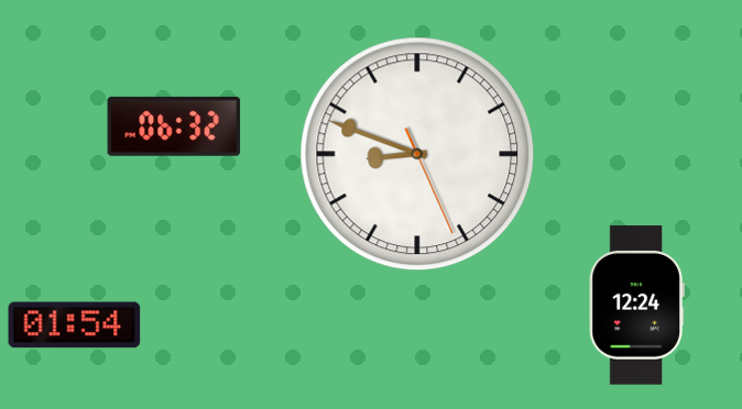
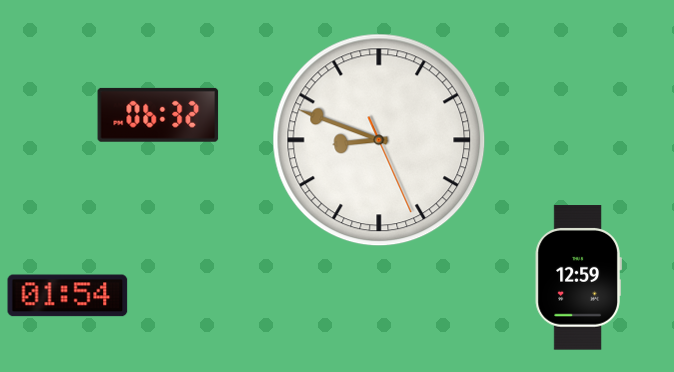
clock at (636, 306): 12:24 -> 12:59
